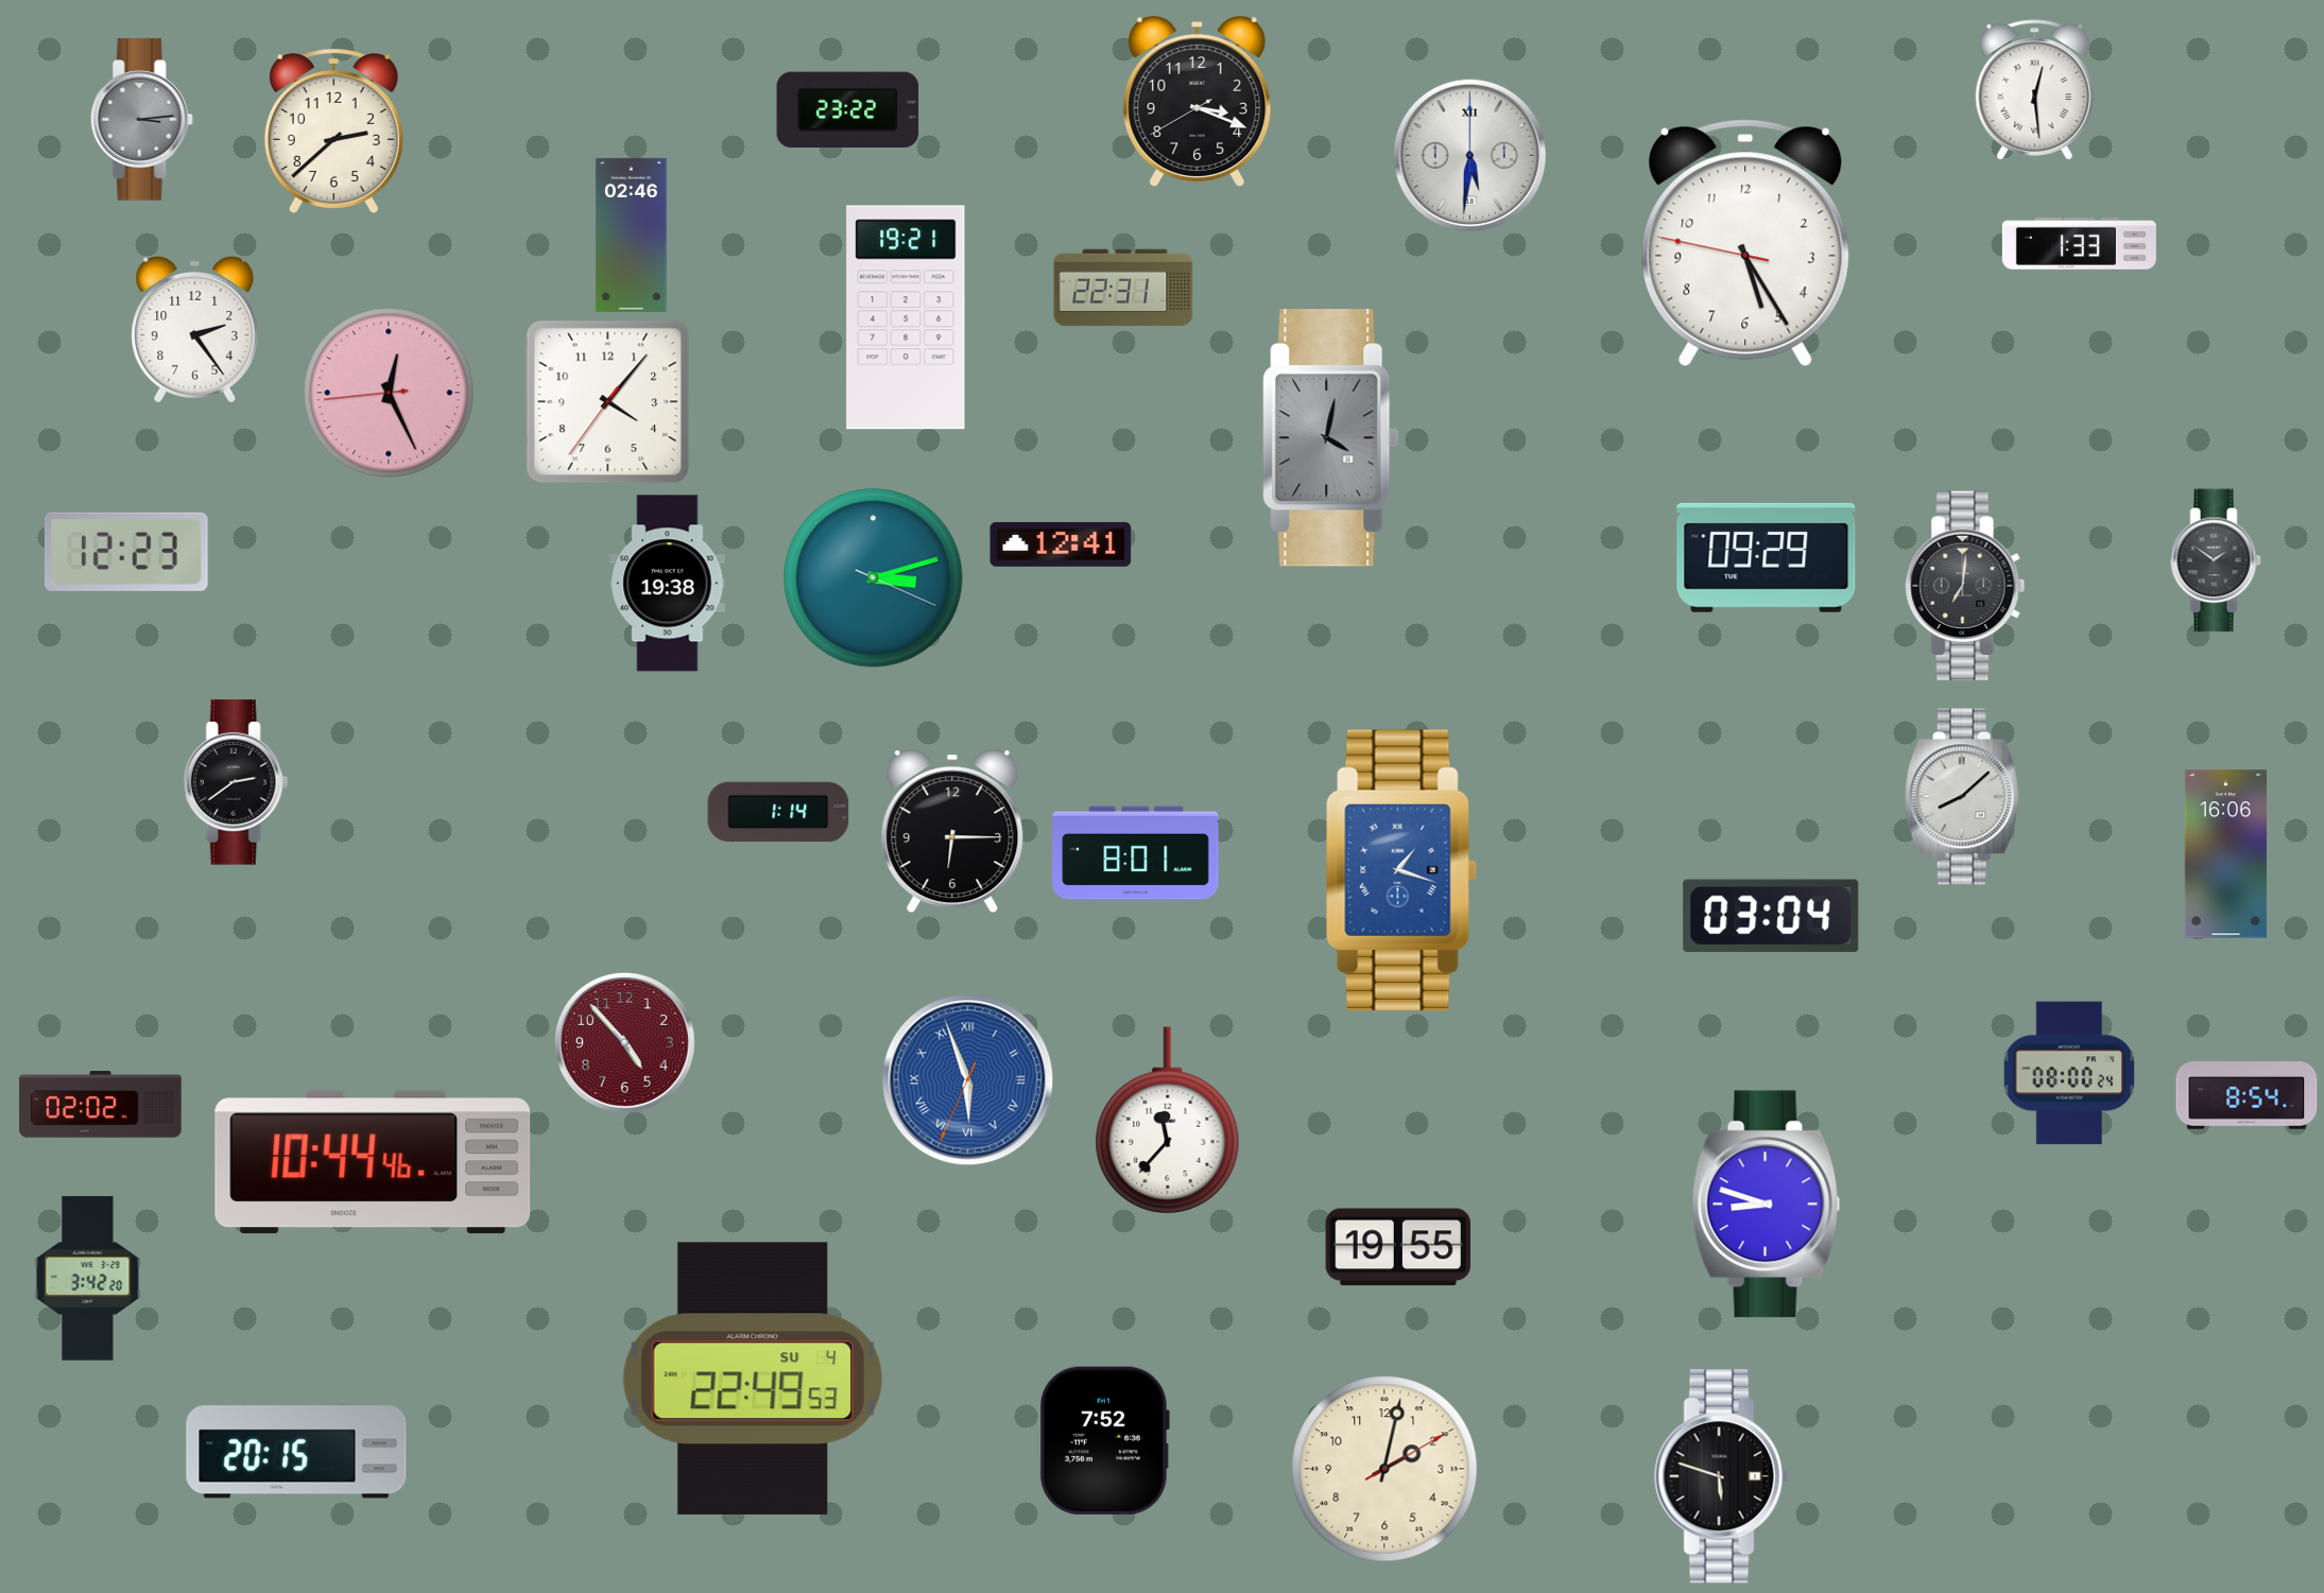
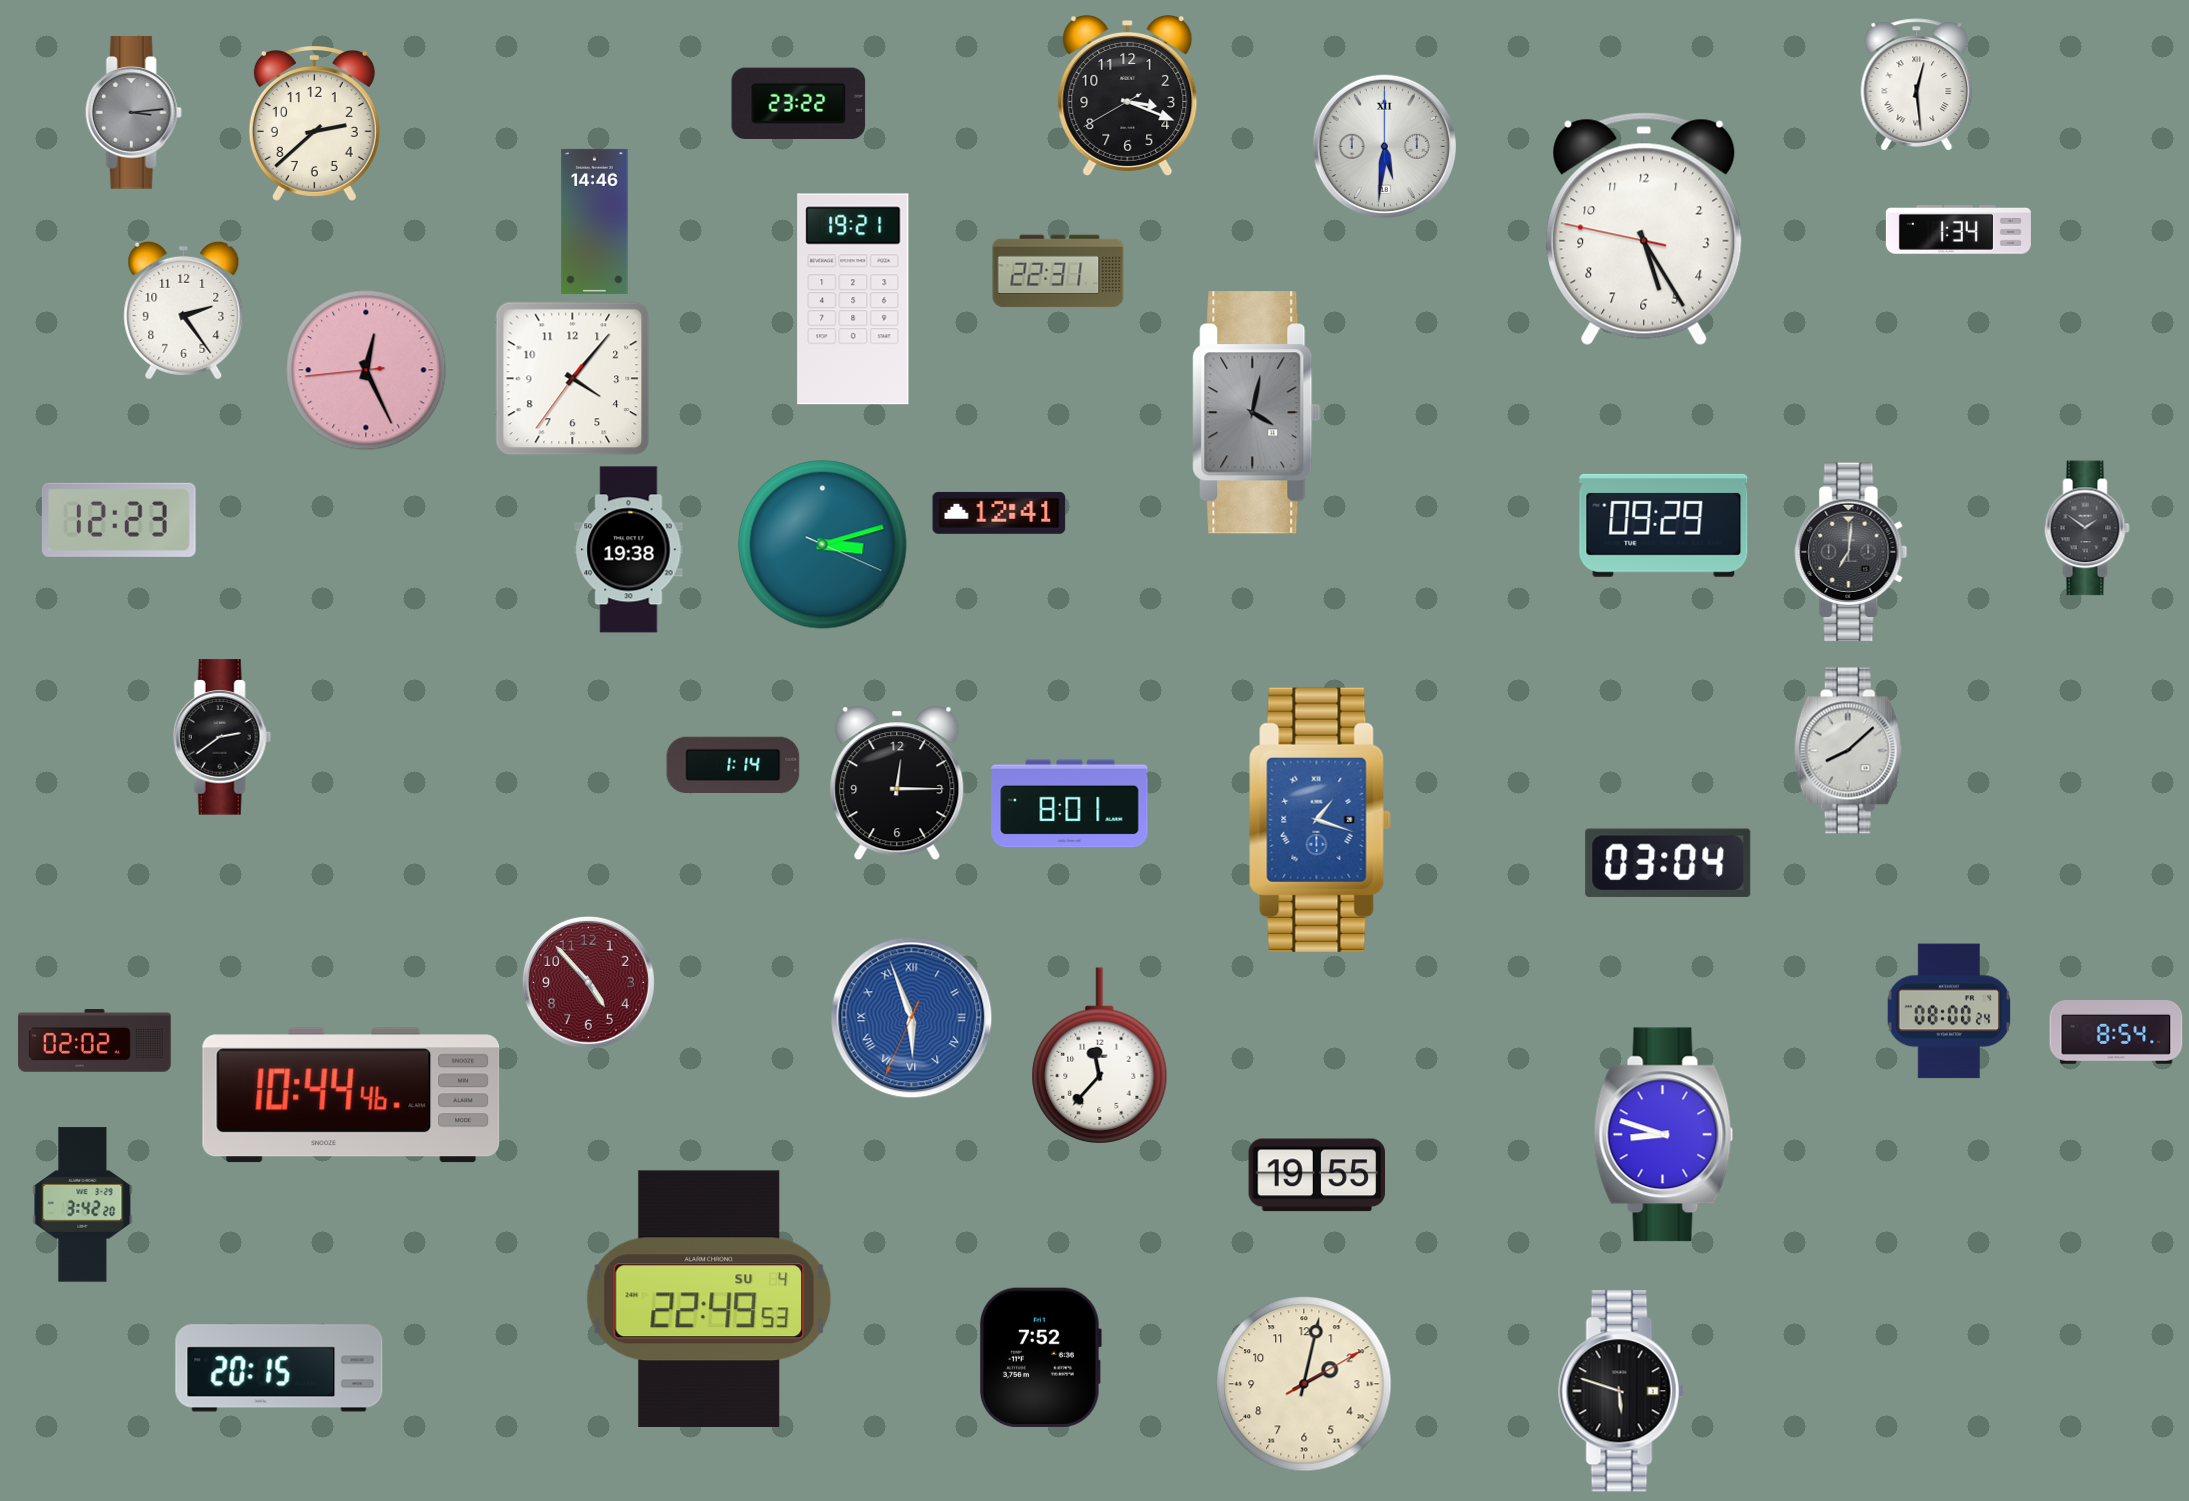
clock at (632, 235): 02:46 -> 14:46
clock at (2079, 244): 1:33 -> 1:34
clock at (1331, 438) position: (1331, 438) -> (1257, 413)
clock at (952, 831): 6:15 -> 12:15
clock at (2225, 854): 16:06 -> none
